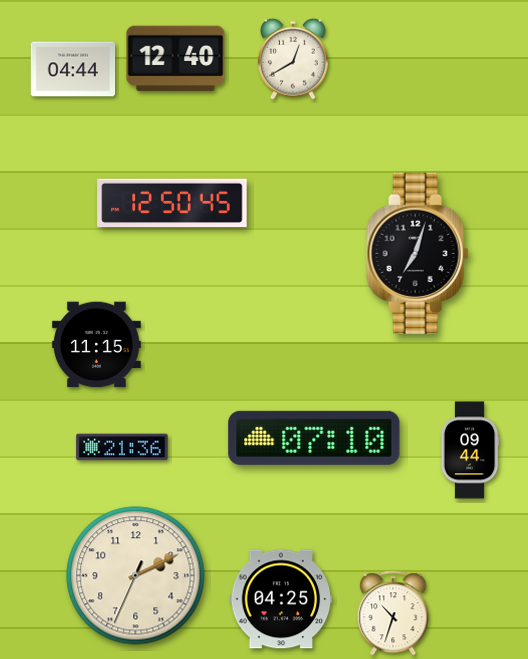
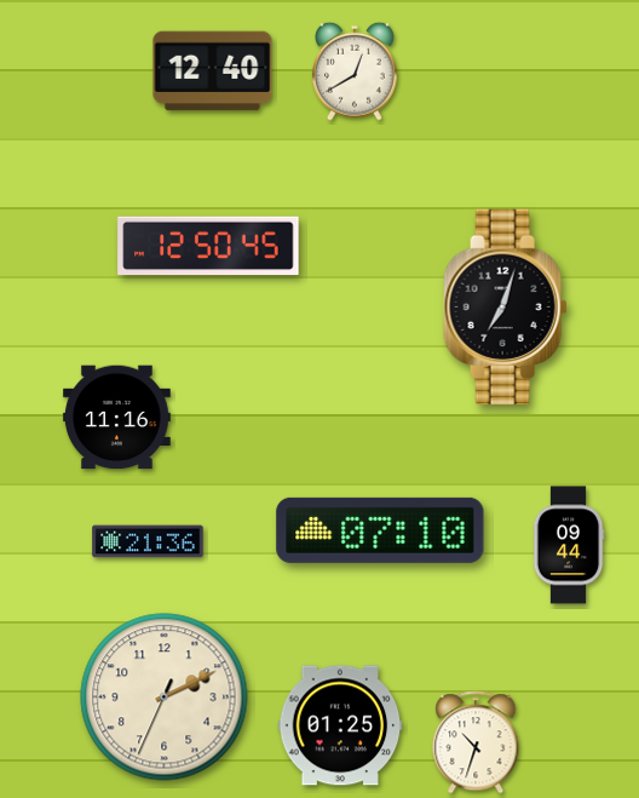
clock at (73, 69): 04:44 -> none
clock at (97, 345): 11:15 -> 11:16
clock at (281, 599): 04:25 -> 01:25
